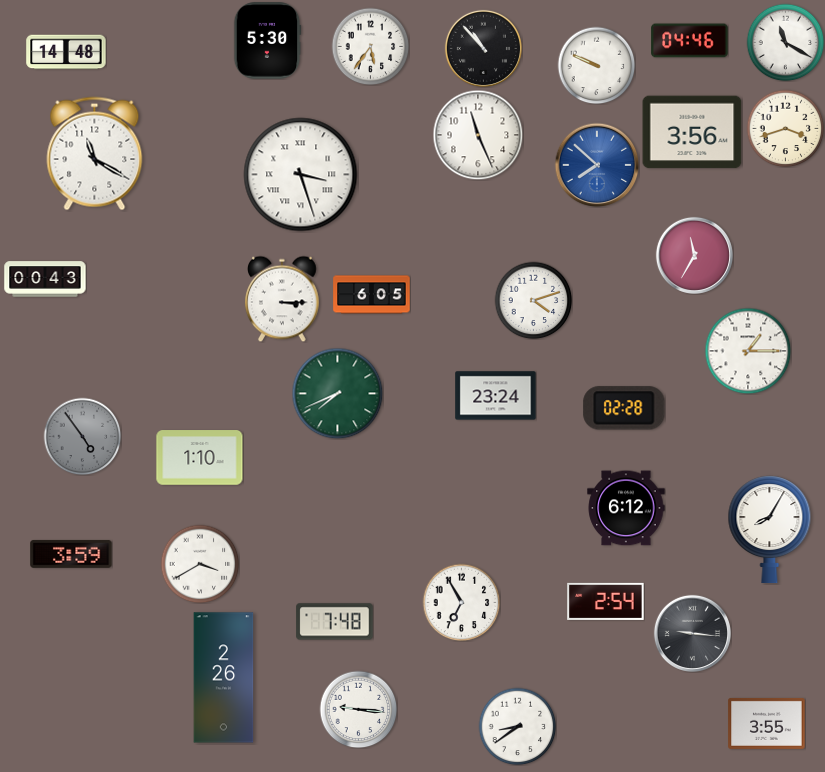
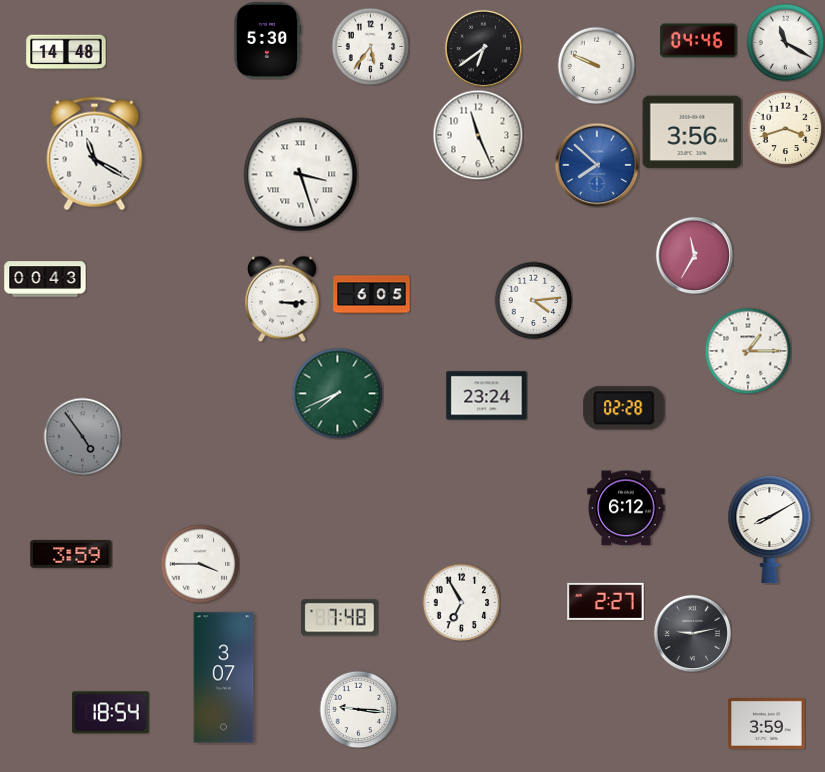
clock at (690, 41) position: (690, 41) -> (699, 41)
clock at (483, 48): 10:53 -> 6:39
clock at (533, 300): 4:12 -> 4:14
clock at (496, 396) position: (496, 396) -> (487, 396)
clock at (200, 458): 1:10 -> none
clock at (770, 530): 8:05 -> 8:10
clock at (200, 564): 3:40 -> 3:45
clock at (606, 601): 2:54 -> 2:27
clock at (335, 622) position: (335, 622) -> (340, 618)
clock at (692, 633): 9:16 -> 9:13
clock at (224, 678): 2:26 -> 3:07
clock at (111, 713): none -> 18:54
clock at (767, 723): 3:55 -> 3:59
clock at (517, 726): 8:39 -> none
